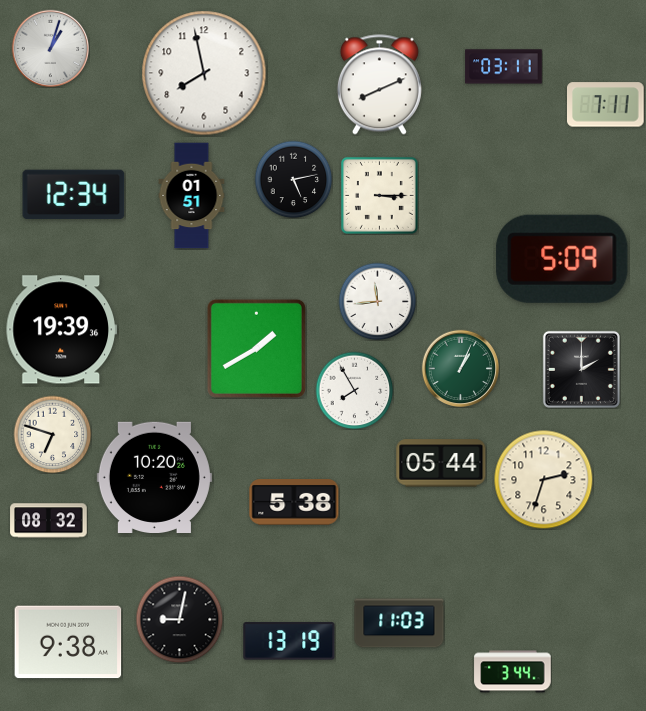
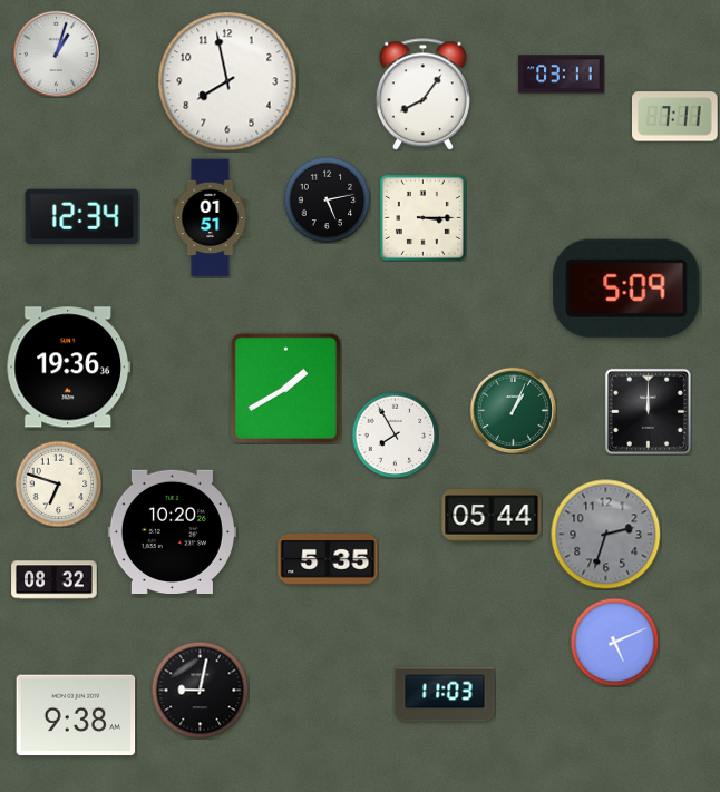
clock at (379, 85): 8:11 -> 8:06
clock at (192, 196) position: (192, 196) -> (211, 218)
clock at (377, 301): 11:44 -> none
clock at (61, 330): 19:39 -> 19:36
clock at (581, 369): 2:00 -> 12:00
clock at (544, 480) dial: cream -> grey
clock at (294, 502): 5:38 -> 5:35
clock at (614, 642): none -> 5:11
clock at (289, 641): 13:19 -> none
clock at (513, 672): 3:44 -> none
